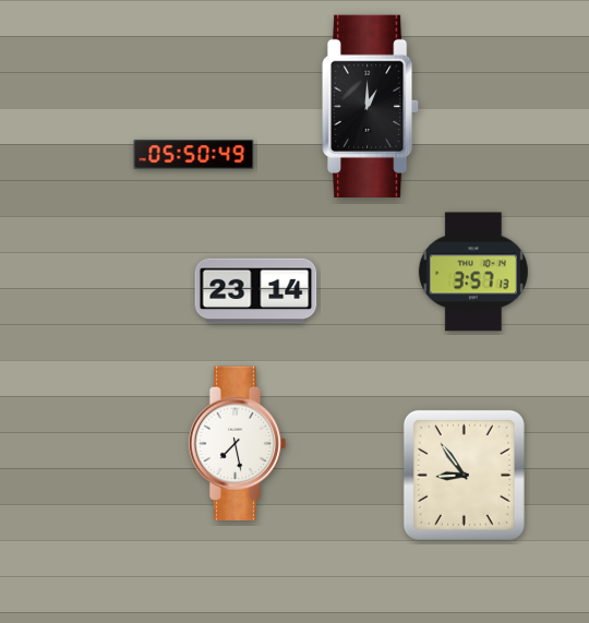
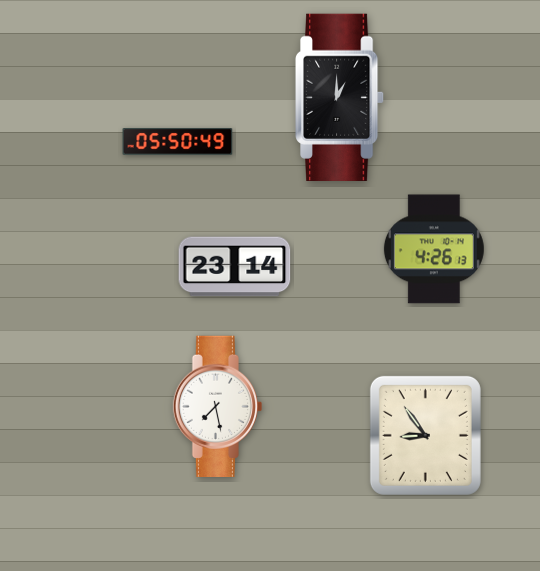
clock at (473, 272): 3:57 -> 4:26
